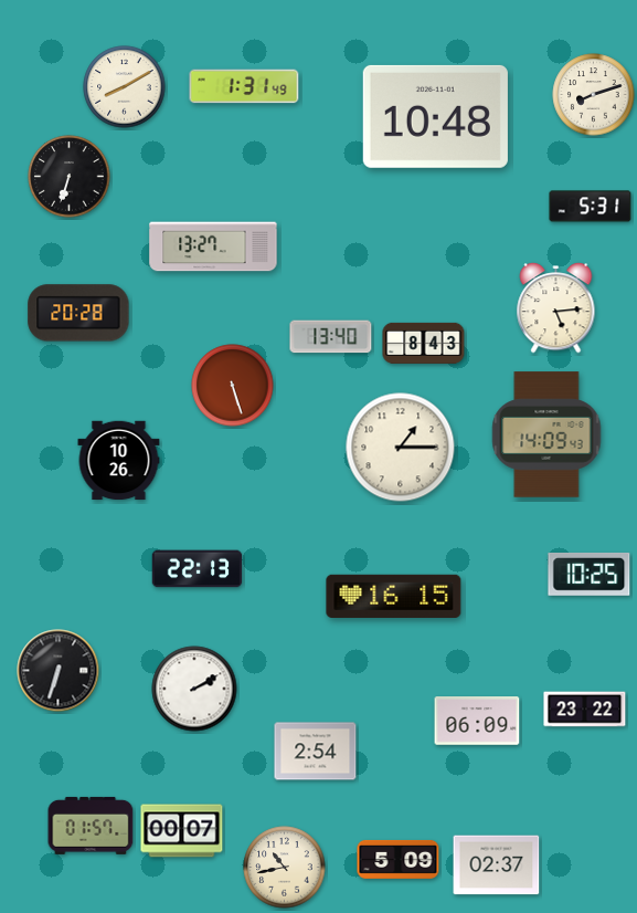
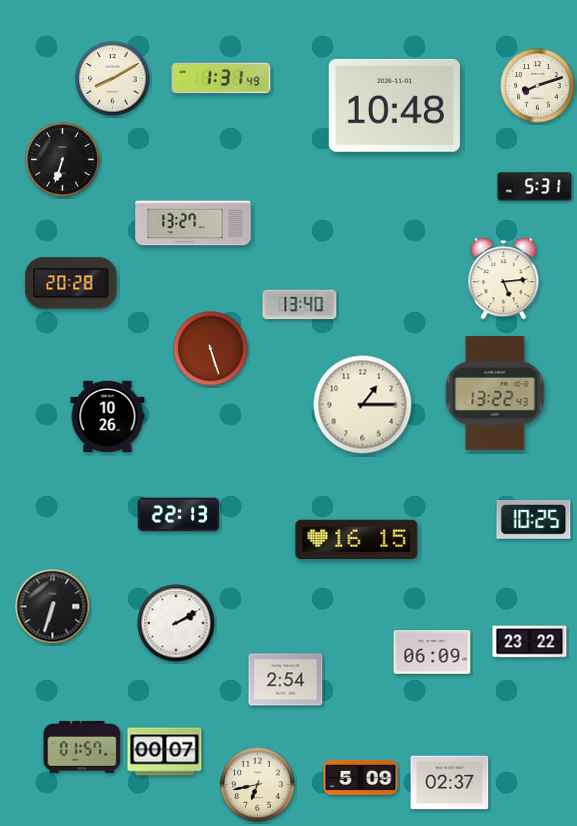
clock at (424, 343): 8:43 -> none
clock at (546, 434): 14:09 -> 13:22
clock at (285, 868): 10:43 -> 6:43
